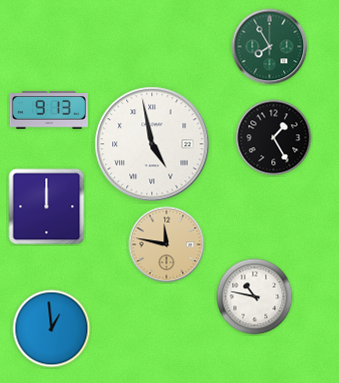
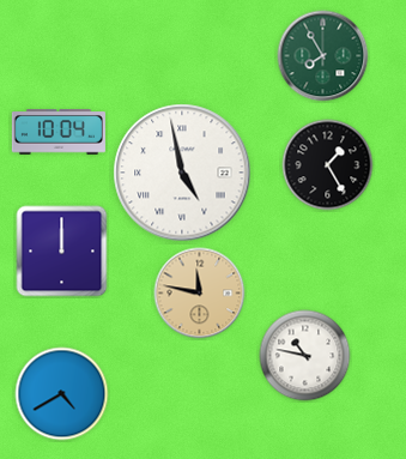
clock at (49, 110): 9:13 -> 10:04
clock at (47, 207) position: (47, 207) -> (62, 252)
clock at (52, 329): 12:59 -> 4:40
